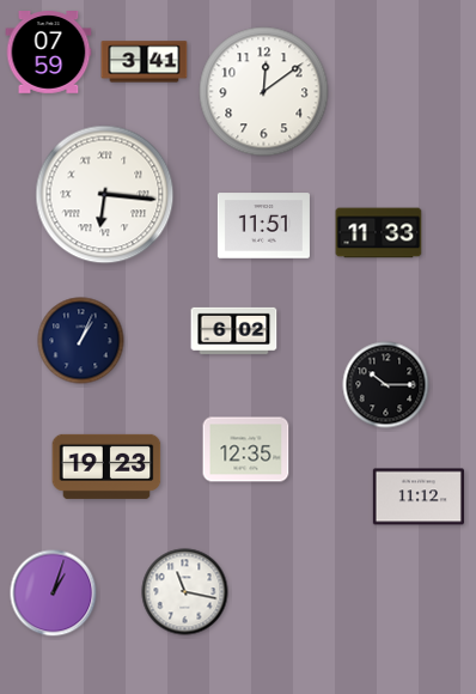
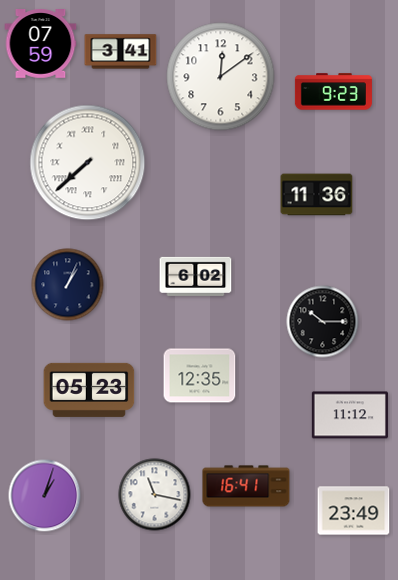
clock at (333, 92): none -> 9:23
clock at (105, 195): 6:16 -> 7:38
clock at (263, 226): 11:51 -> none
clock at (379, 233): 11:33 -> 11:36
clock at (246, 450) position: (246, 450) -> (200, 376)
clock at (106, 467): 19:23 -> 05:23
clock at (246, 486): none -> 16:41
clock at (354, 511): none -> 23:49
